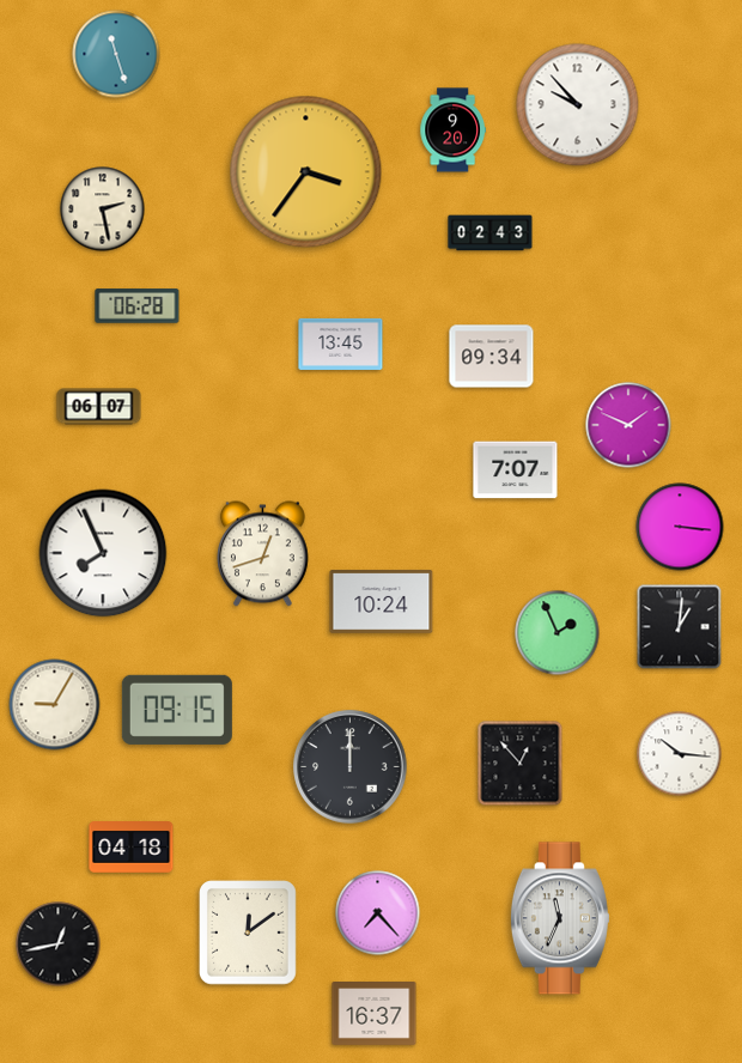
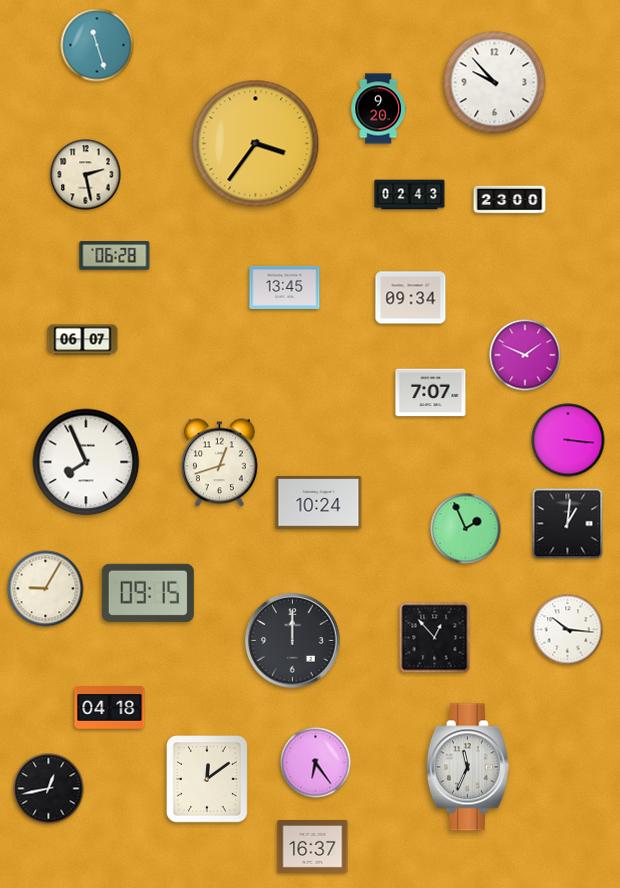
clock at (578, 105) position: (578, 105) -> (495, 83)
clock at (510, 200): none -> 23:00
clock at (378, 913): 7:23 -> 6:24
